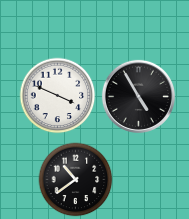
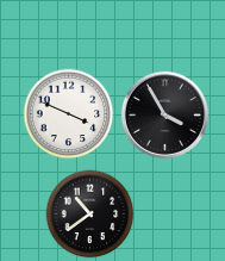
clock at (138, 96): 4:55 -> 3:55
